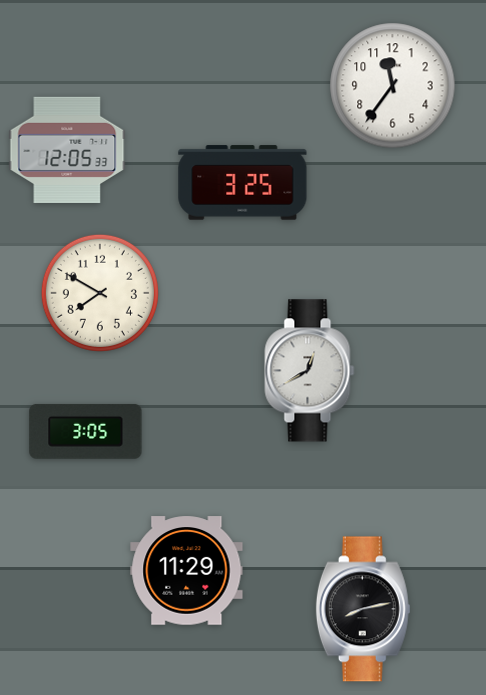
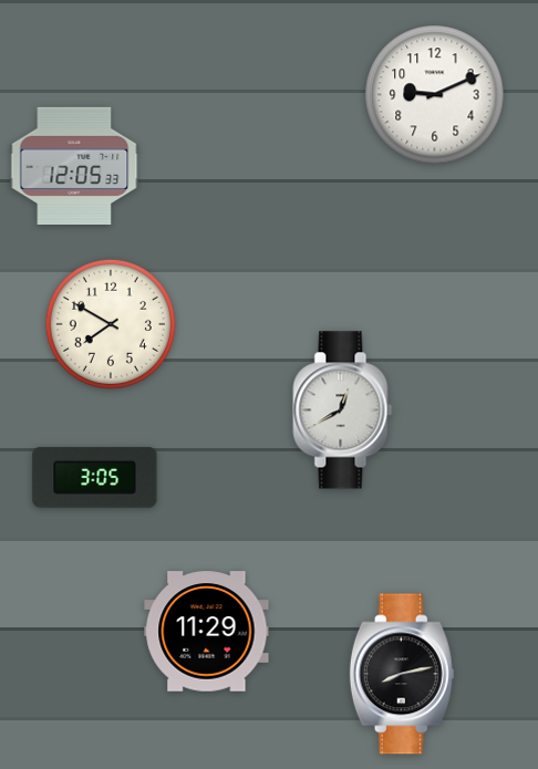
clock at (393, 86): 11:36 -> 9:11
clock at (243, 183): 3:25 -> none
